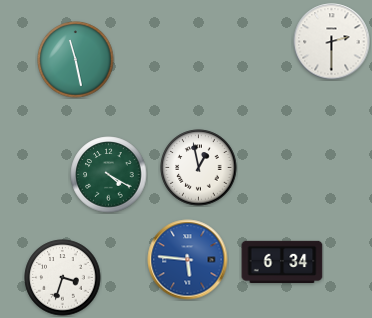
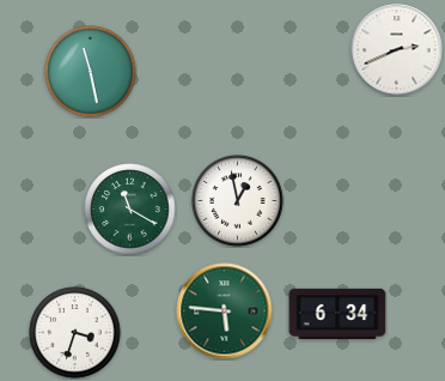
clock at (332, 42): 2:30 -> 2:41
clock at (109, 175): 4:20 -> 11:20
clock at (188, 260) dial: blue -> green
